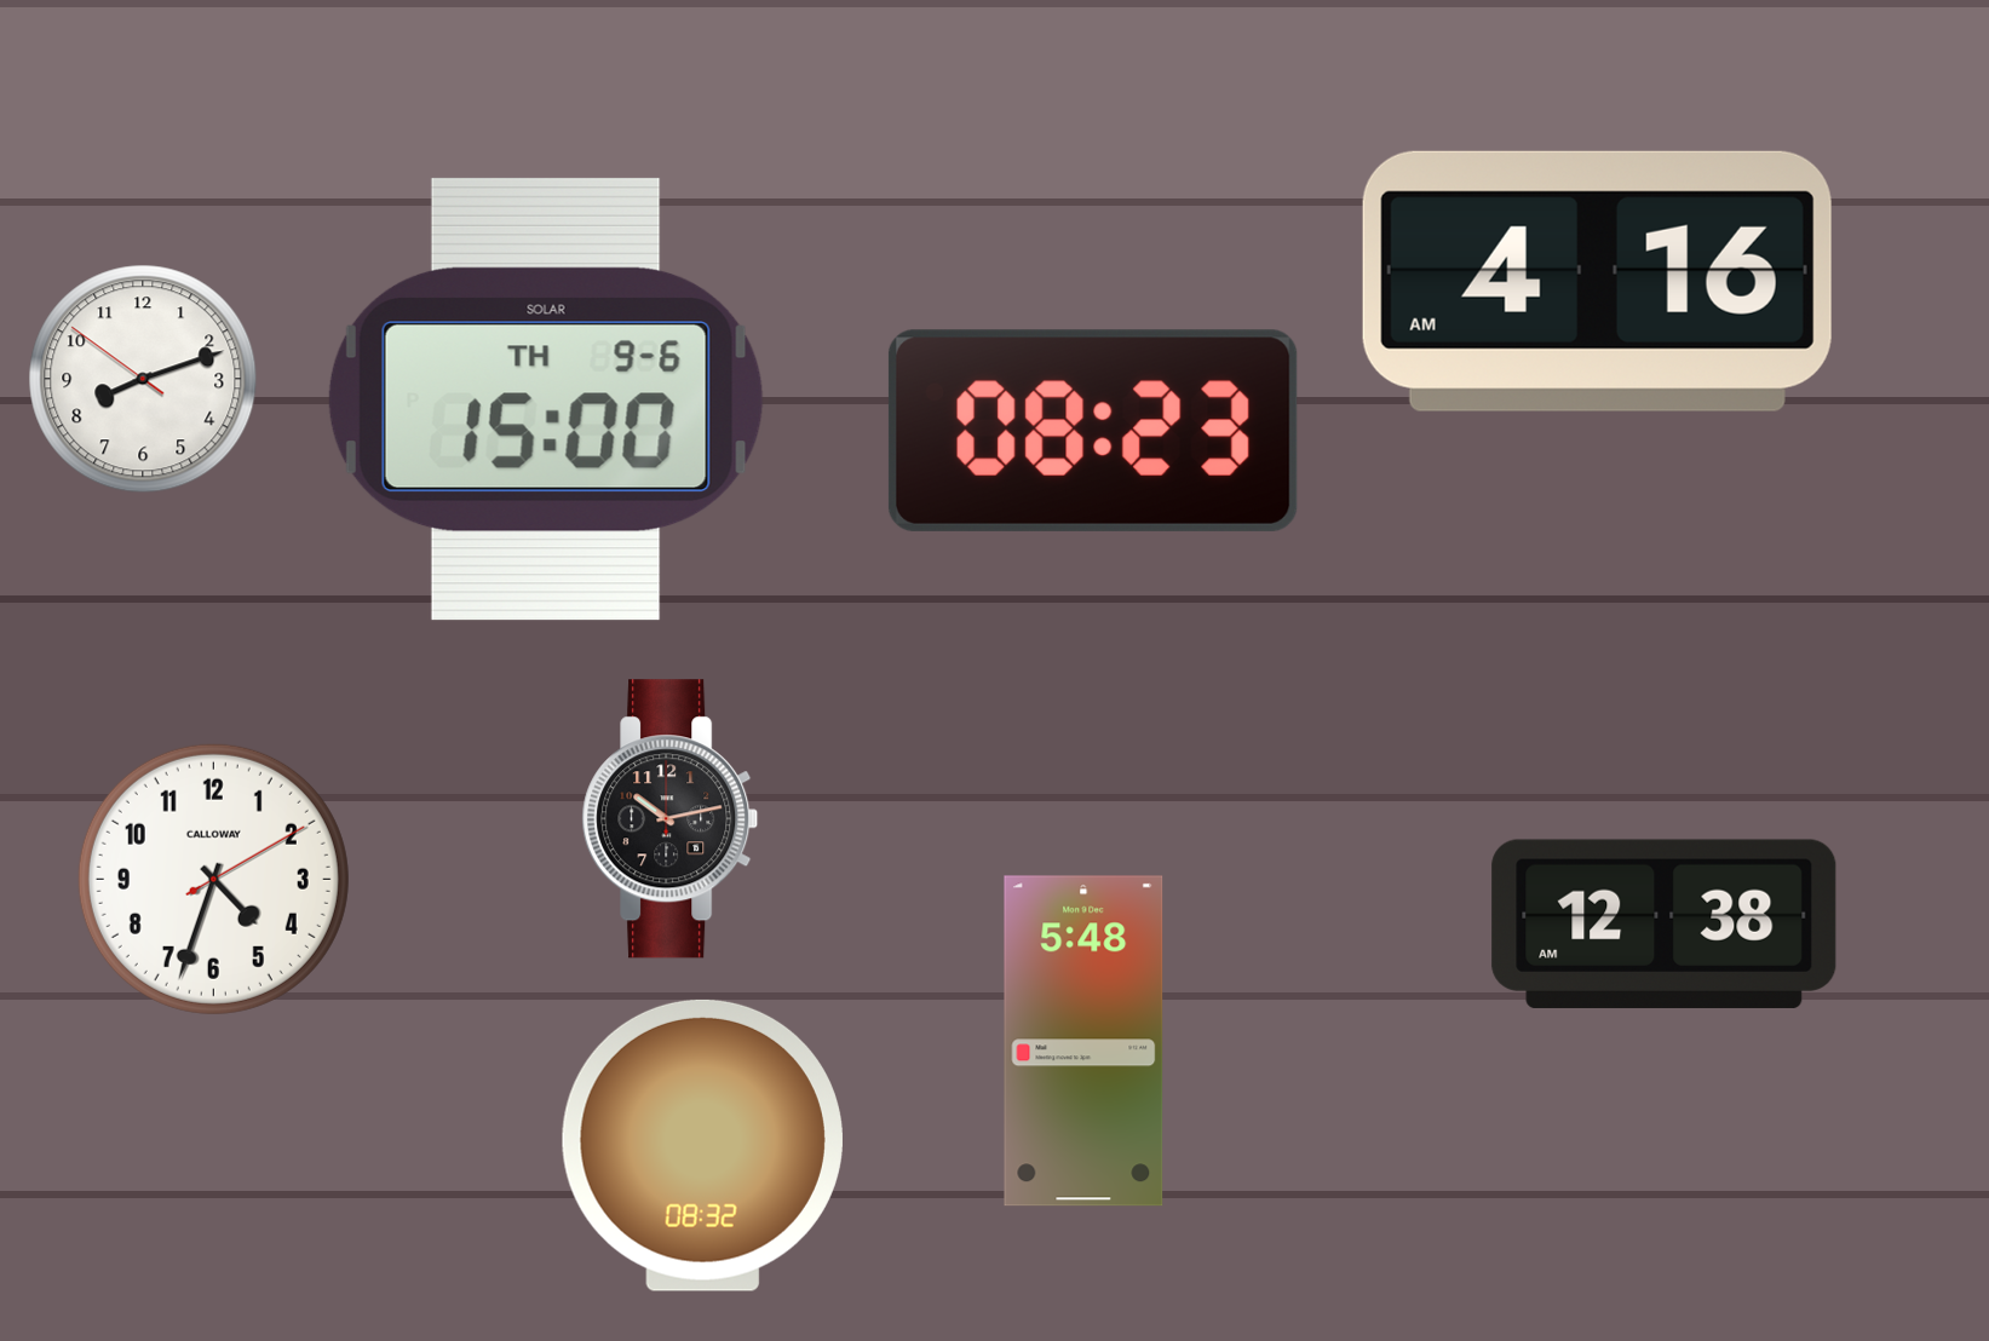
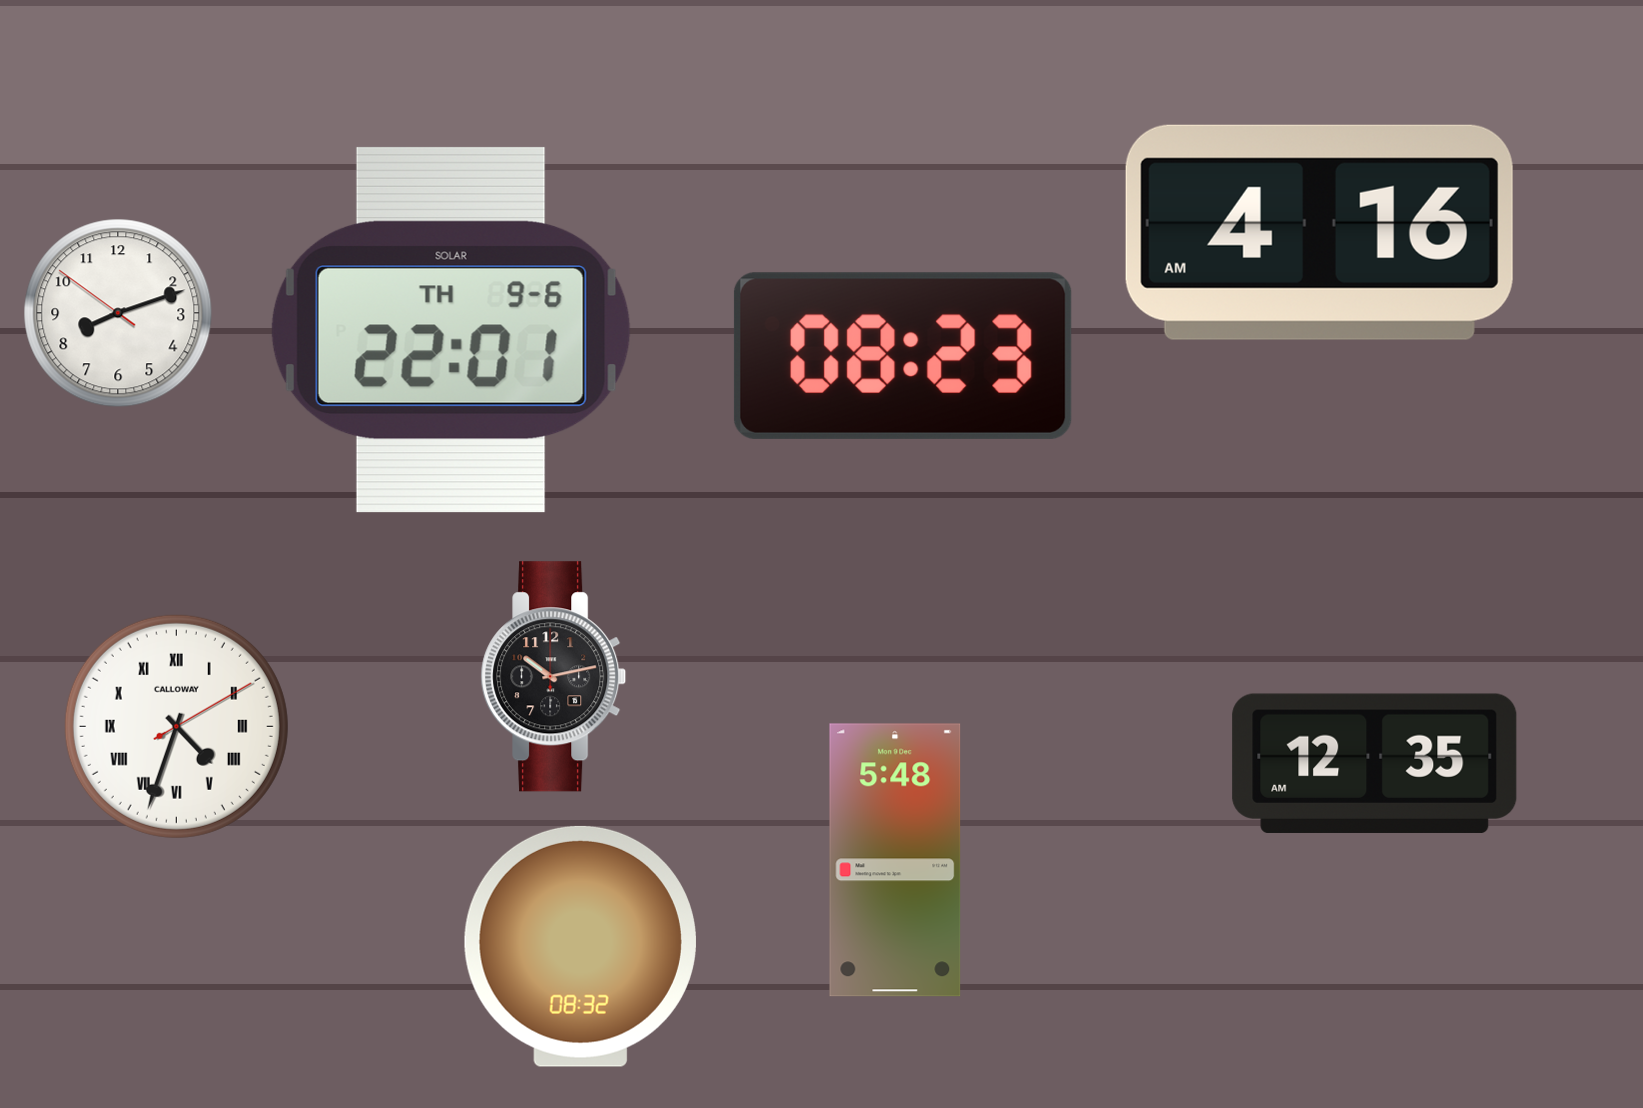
clock at (546, 399): 15:00 -> 22:01
clock at (213, 879) numerals: Arabic -> Roman
clock at (1665, 923): 12:38 -> 12:35
